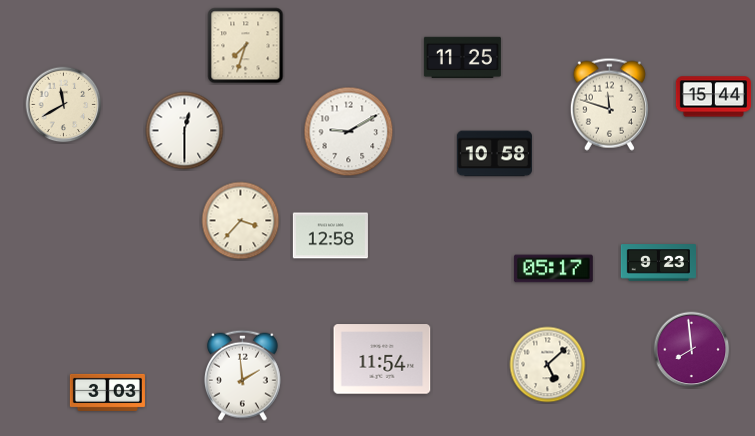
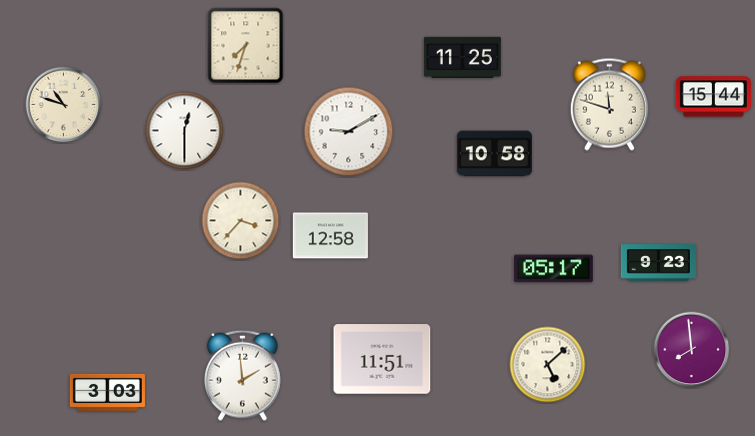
clock at (64, 105): 11:40 -> 10:48
clock at (382, 359): 11:54 -> 11:51
